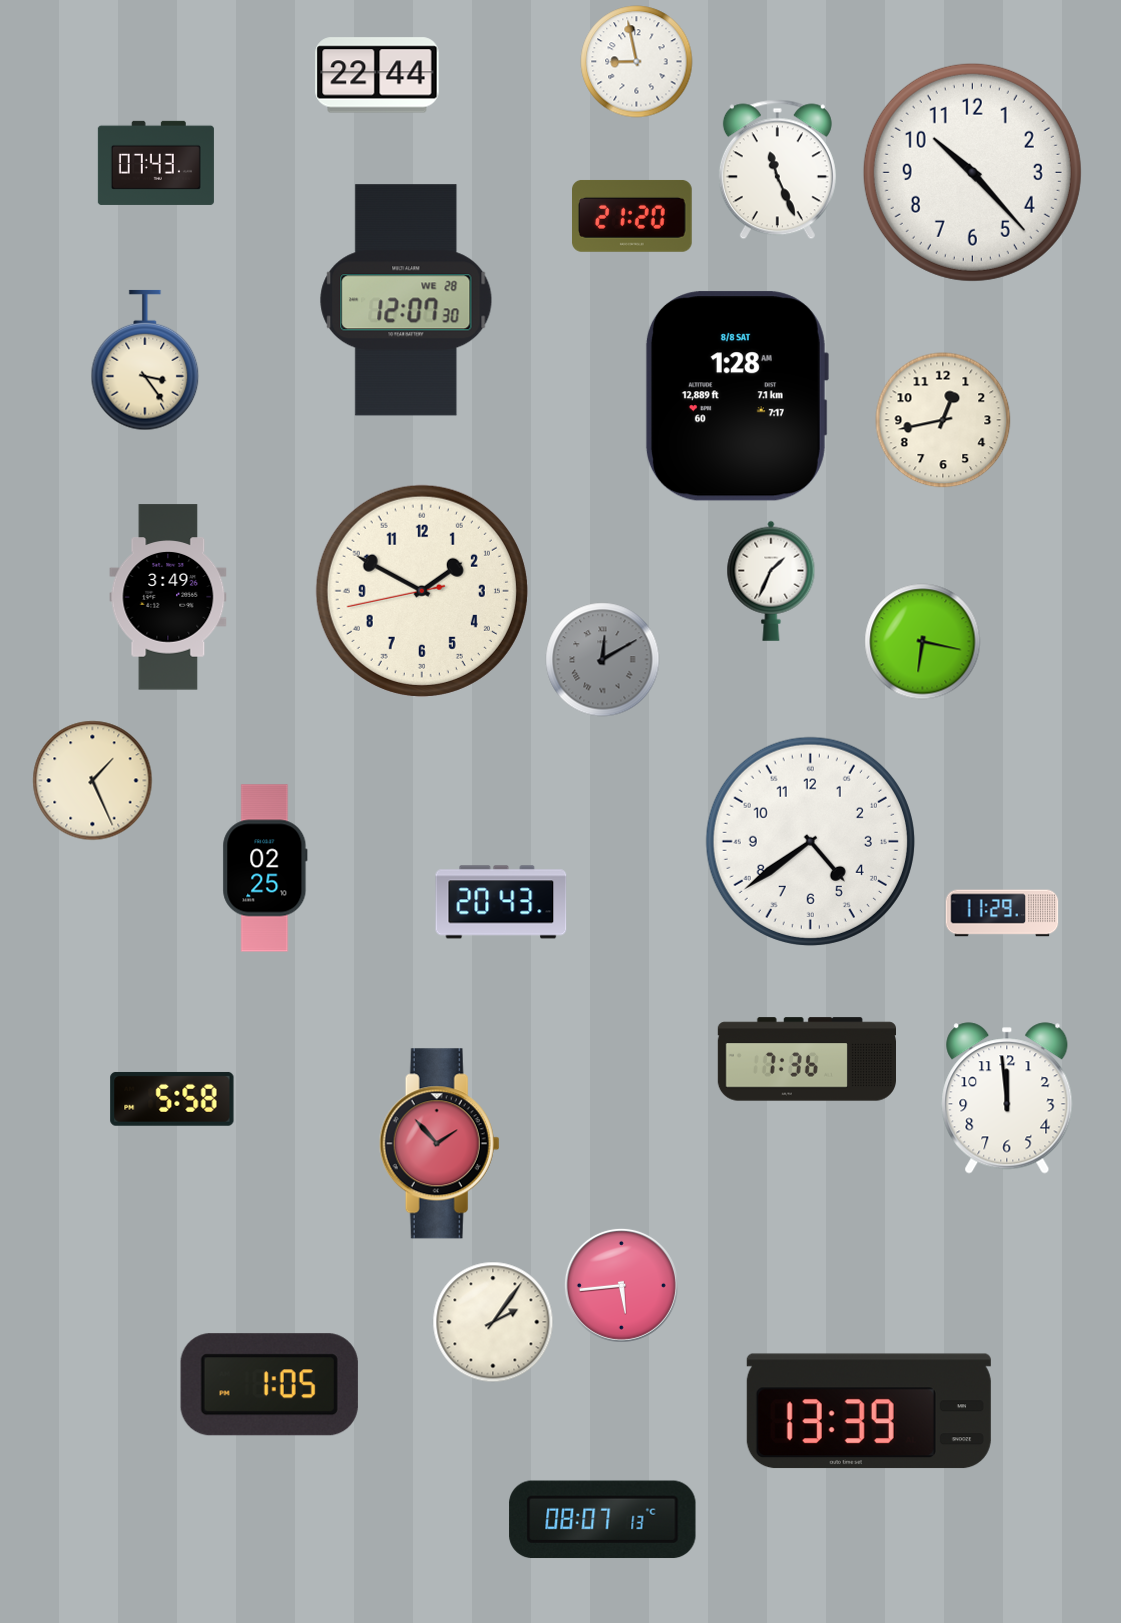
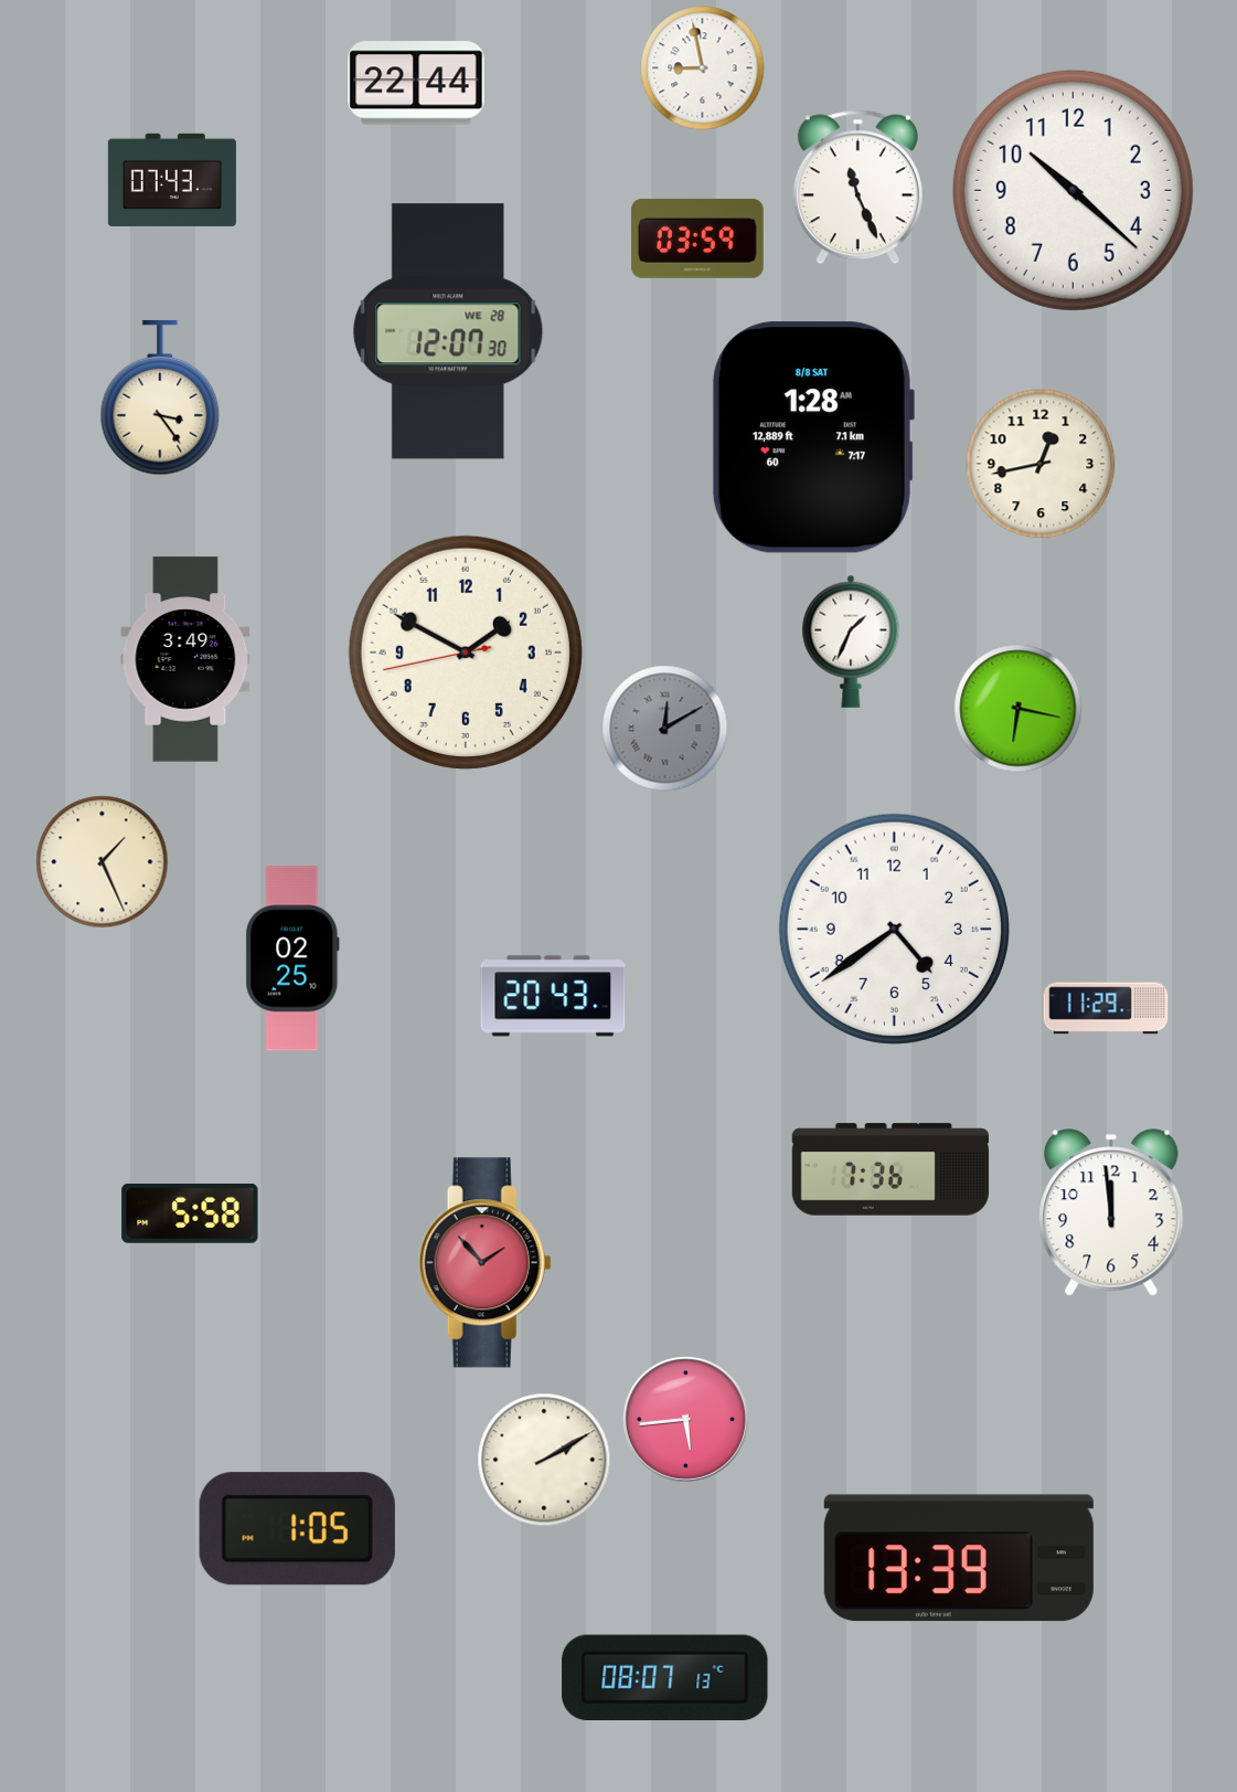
clock at (972, 172): 10:23 -> 10:22
clock at (633, 216): 21:20 -> 03:59
clock at (493, 1322): 2:06 -> 2:10
